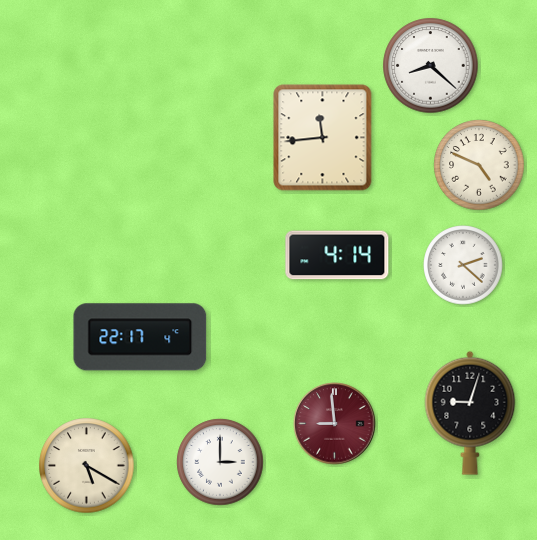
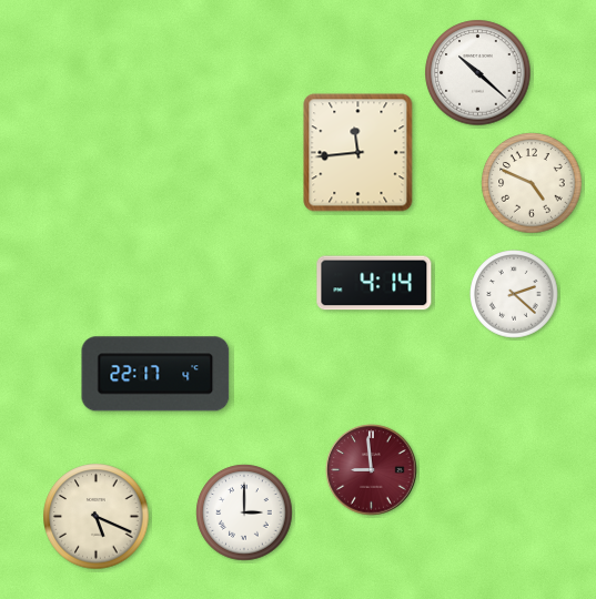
clock at (431, 66): 8:22 -> 10:22
clock at (470, 413): 9:03 -> none
clock at (87, 466): 5:20 -> 5:19
